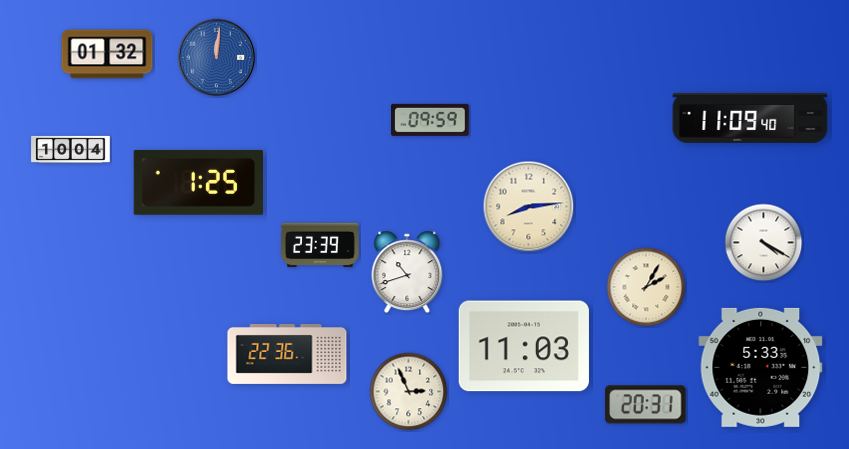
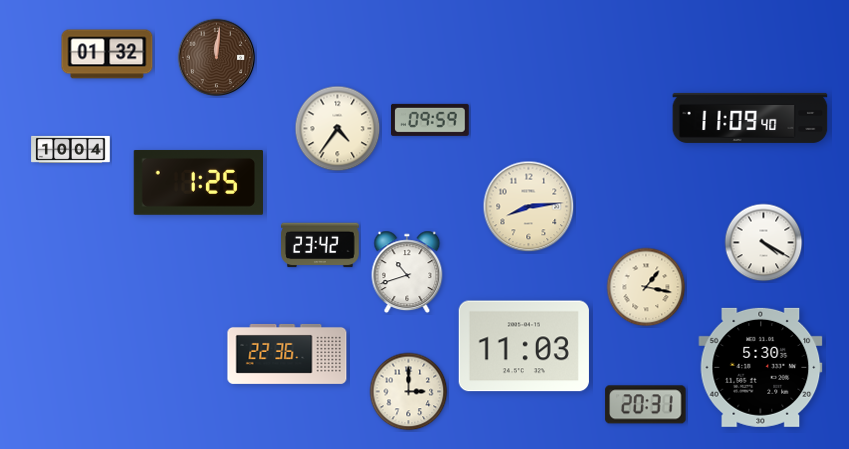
clock at (217, 58) dial: blue -> brown
clock at (338, 129): none -> 4:36
clock at (320, 245): 23:39 -> 23:42
clock at (646, 287): 2:05 -> 1:17
clock at (761, 367): 5:33 -> 5:30
clock at (409, 392): 2:56 -> 3:00
